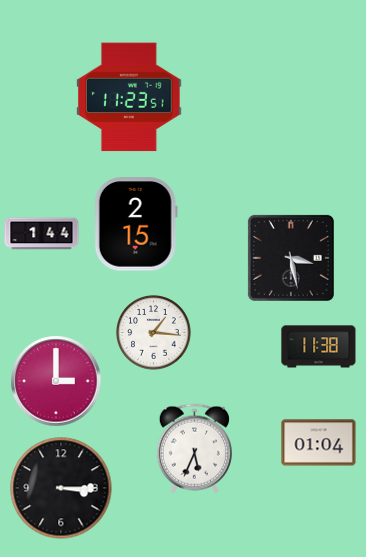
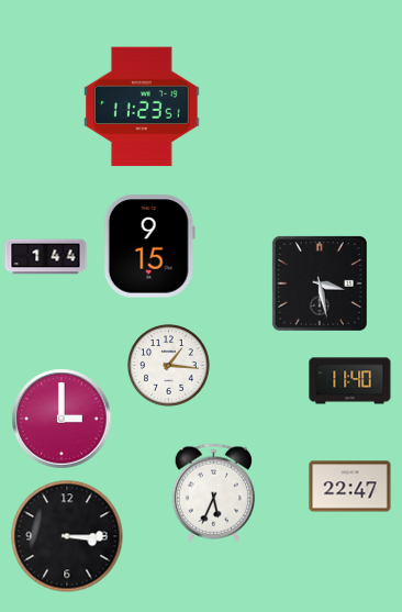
clock at (136, 224): 2:15 -> 9:15
clock at (319, 347): 11:38 -> 11:40
clock at (319, 443): 01:04 -> 22:47
